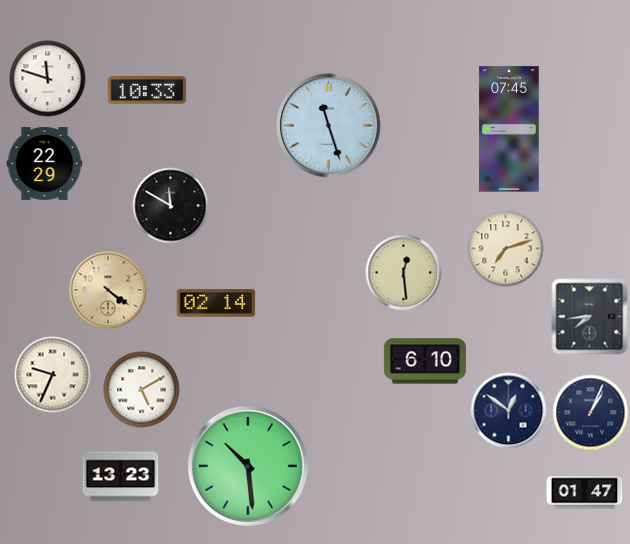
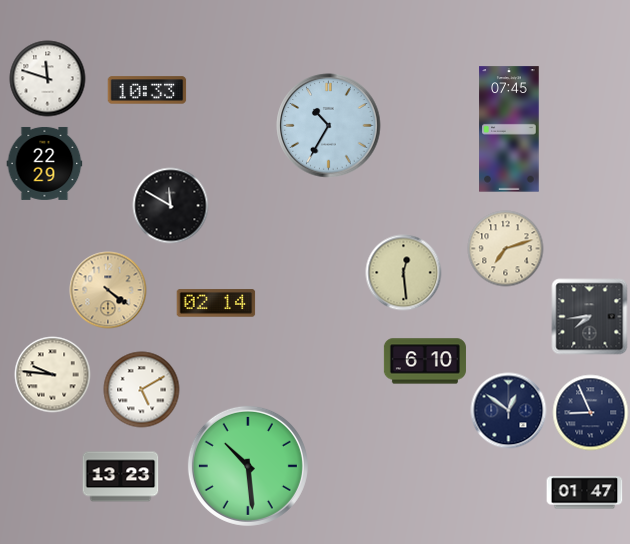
clock at (329, 126): 11:27 -> 10:35
clock at (53, 375): 9:34 -> 9:46
clock at (591, 413): 1:04 -> 8:56
